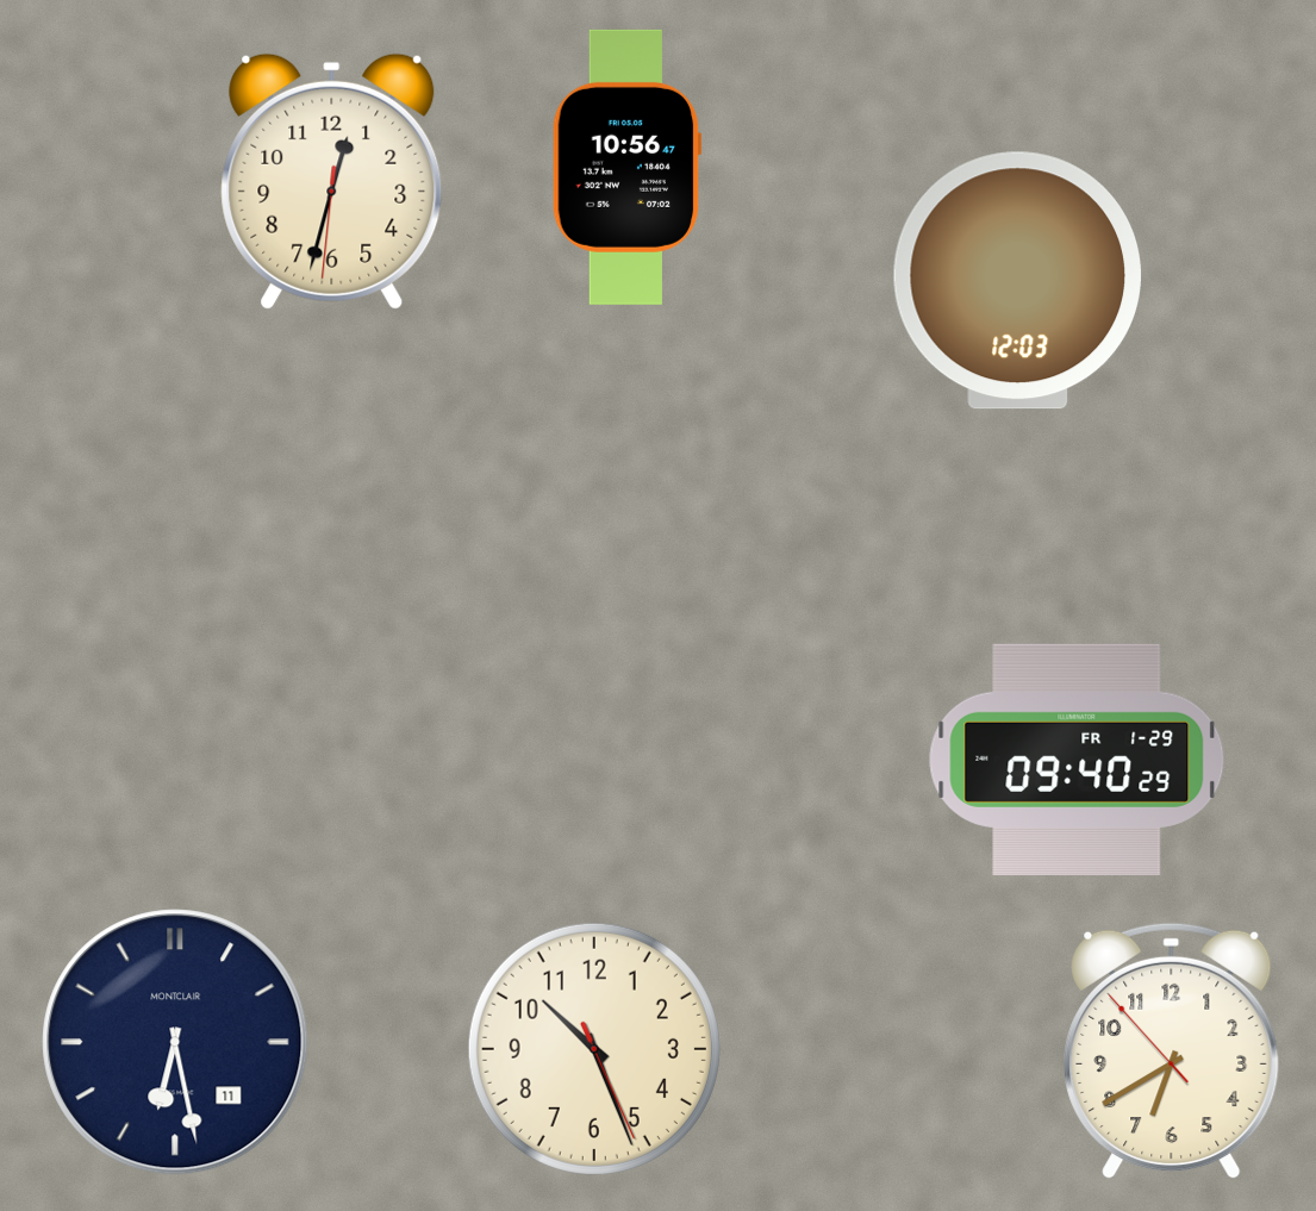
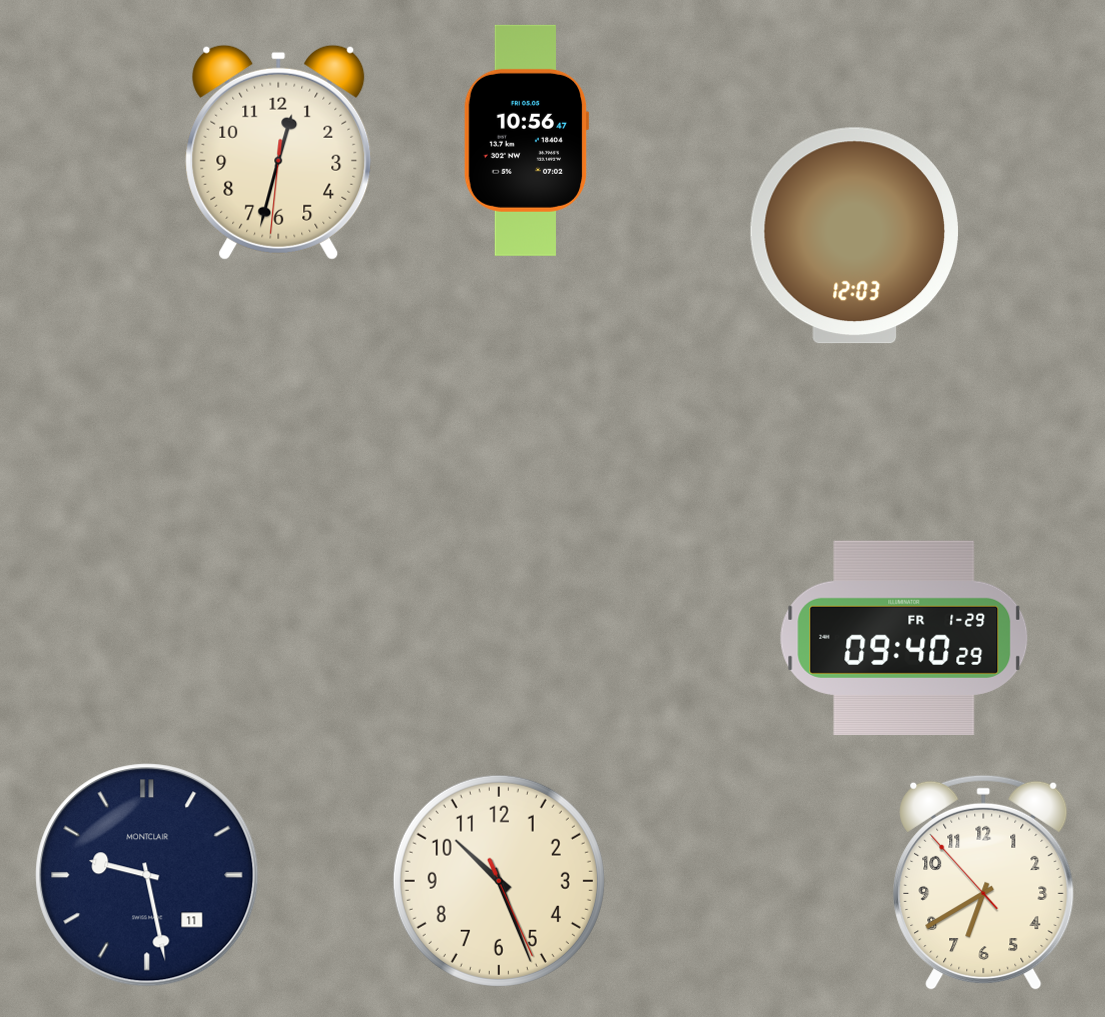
clock at (175, 1042): 6:28 -> 9:28
